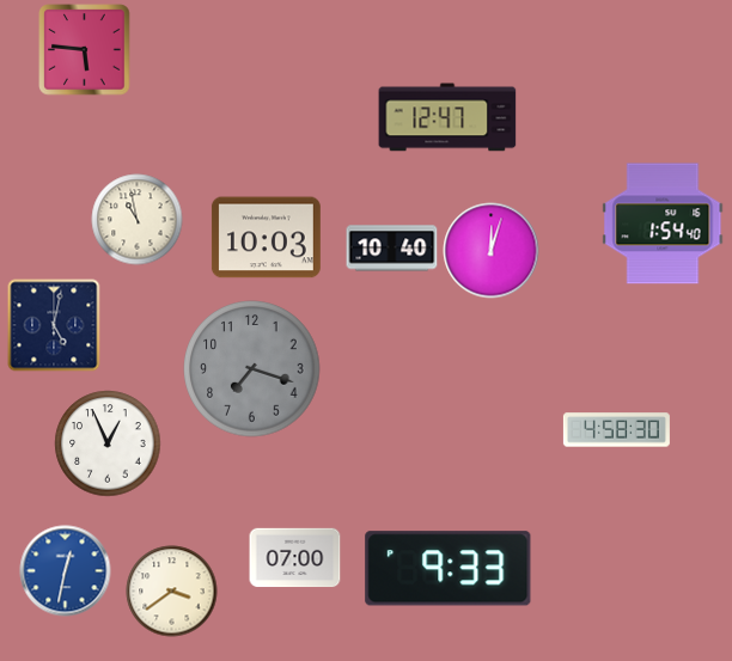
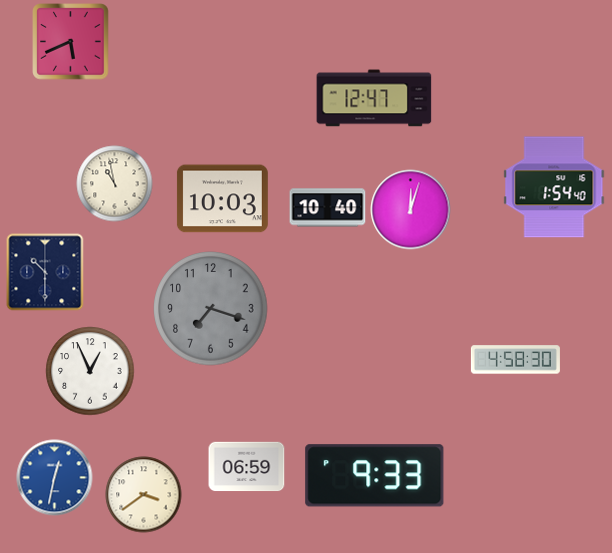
clock at (85, 50): 5:46 -> 5:41
clock at (54, 325): 5:02 -> 10:30
clock at (295, 558): 07:00 -> 06:59
